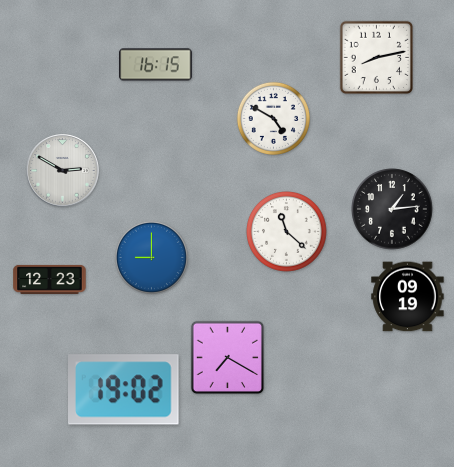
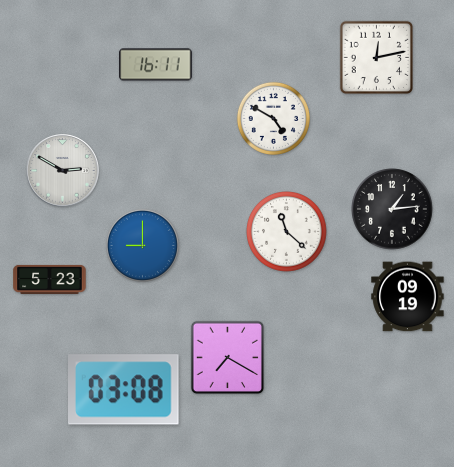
clock at (376, 57): 8:13 -> 12:13
clock at (156, 65): 16:15 -> 16:11
clock at (151, 257) position: (151, 257) -> (142, 245)
clock at (50, 279): 12:23 -> 5:23
clock at (124, 390): 19:02 -> 03:08
